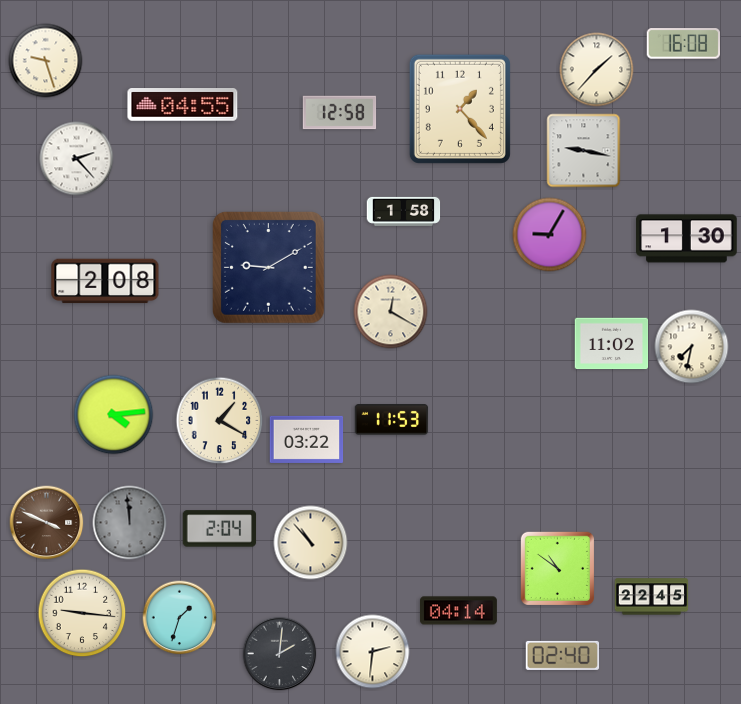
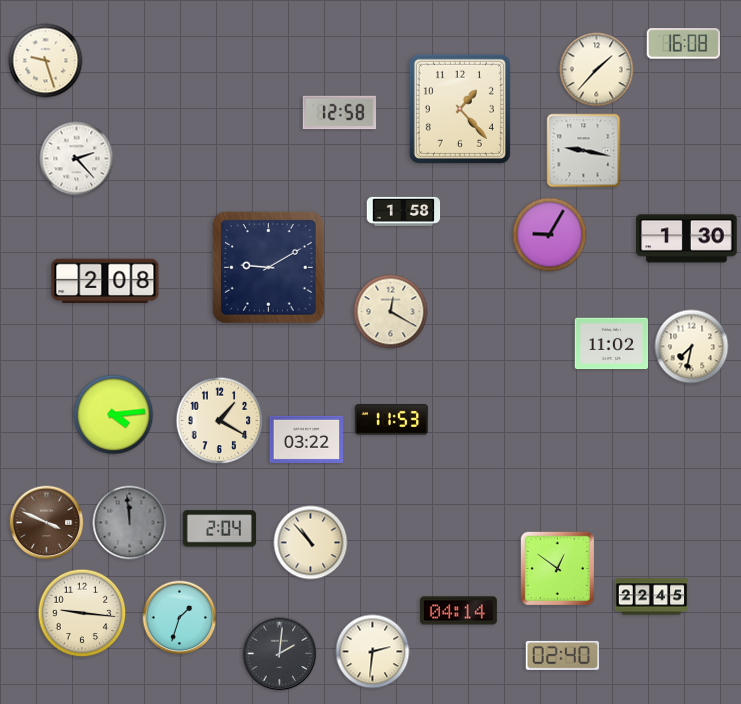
clock at (183, 105): 04:55 -> none
clock at (557, 568): 10:51 -> 12:51
